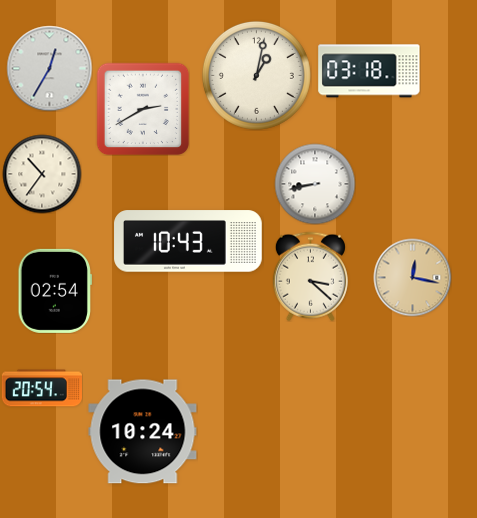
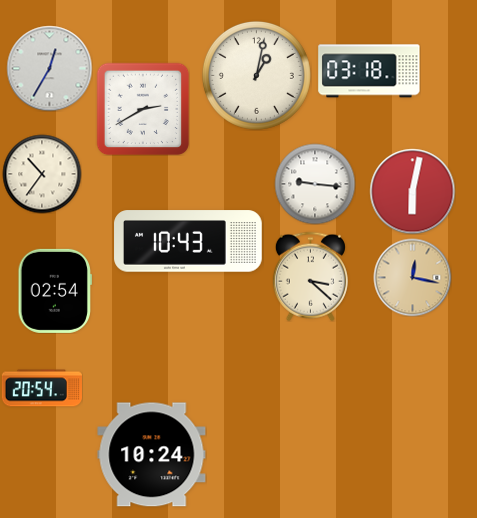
clock at (315, 184): 8:43 -> 9:16
clock at (412, 191): none -> 6:02
clock at (143, 432) position: (143, 432) -> (152, 455)
